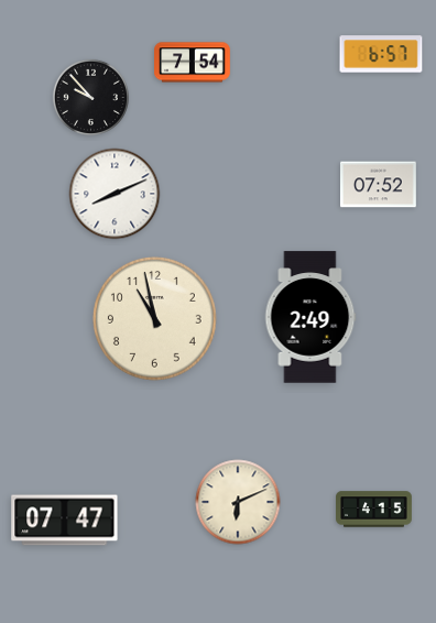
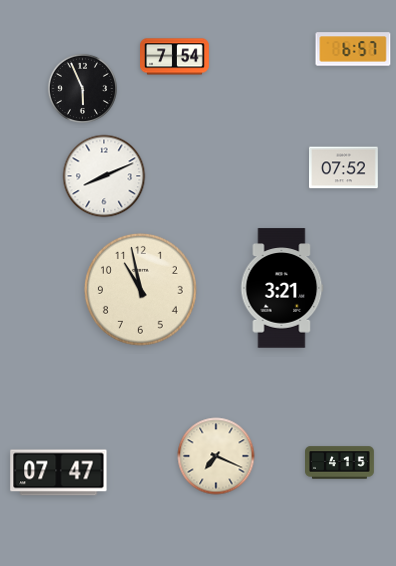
clock at (381, 54) position: (381, 54) -> (353, 49)
clock at (90, 97): 9:53 -> 5:56
clock at (310, 317): 2:49 -> 3:21
clock at (238, 502): 6:11 -> 7:19
